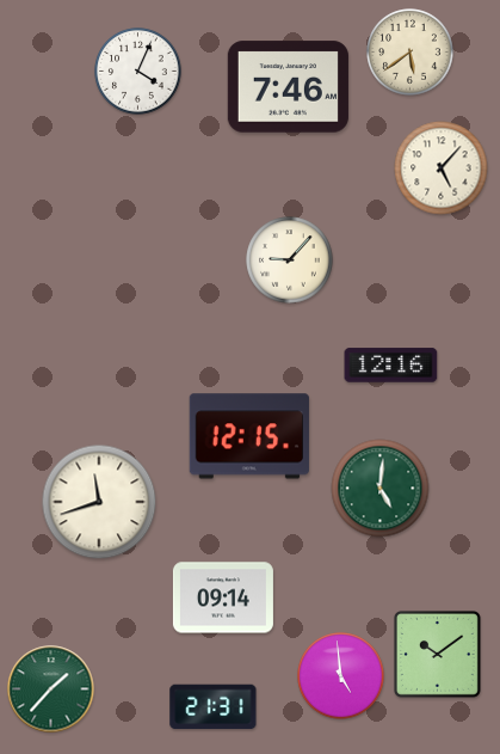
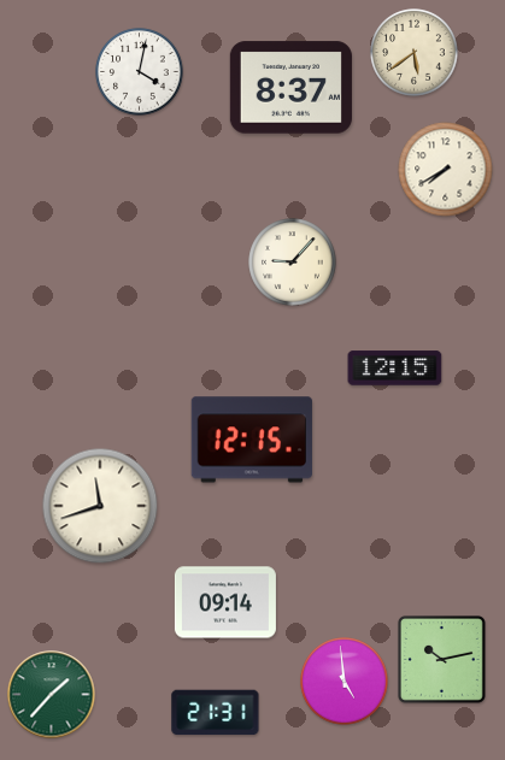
clock at (138, 72): 4:04 -> 4:02
clock at (288, 87): 7:46 -> 8:37
clock at (442, 168): 5:07 -> 7:40
clock at (391, 366): 12:16 -> 12:15
clock at (381, 489): 5:01 -> none
clock at (437, 654): 10:09 -> 10:13
